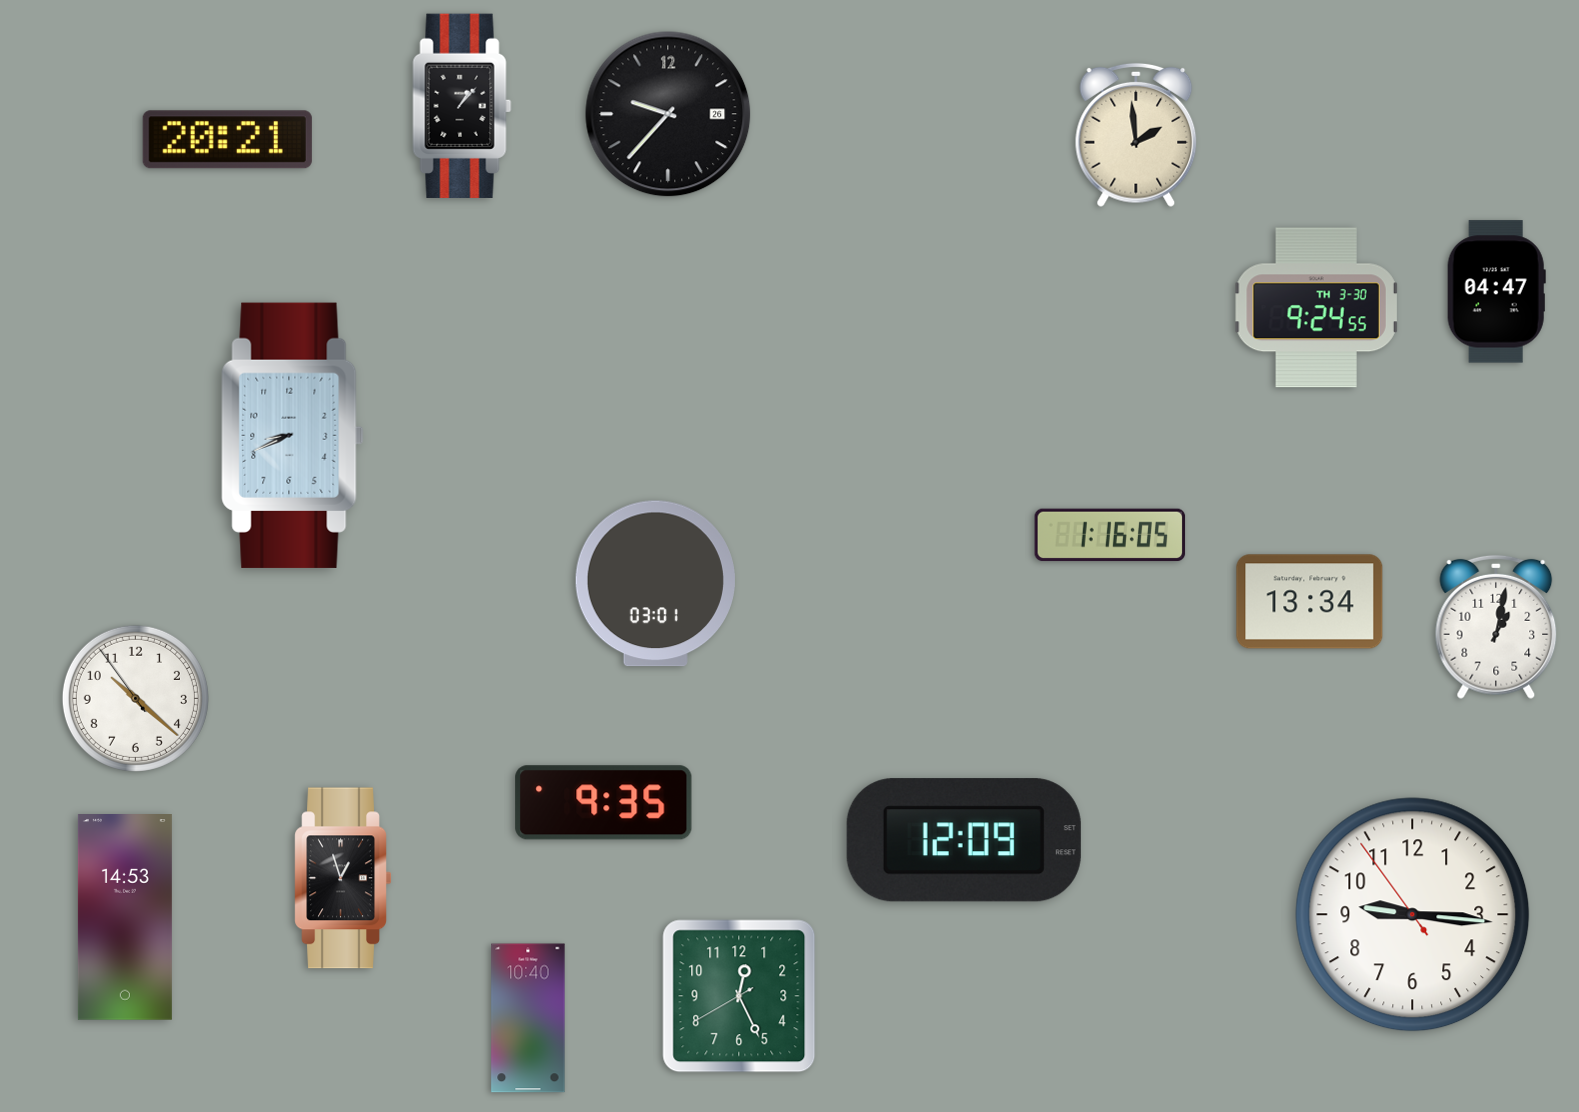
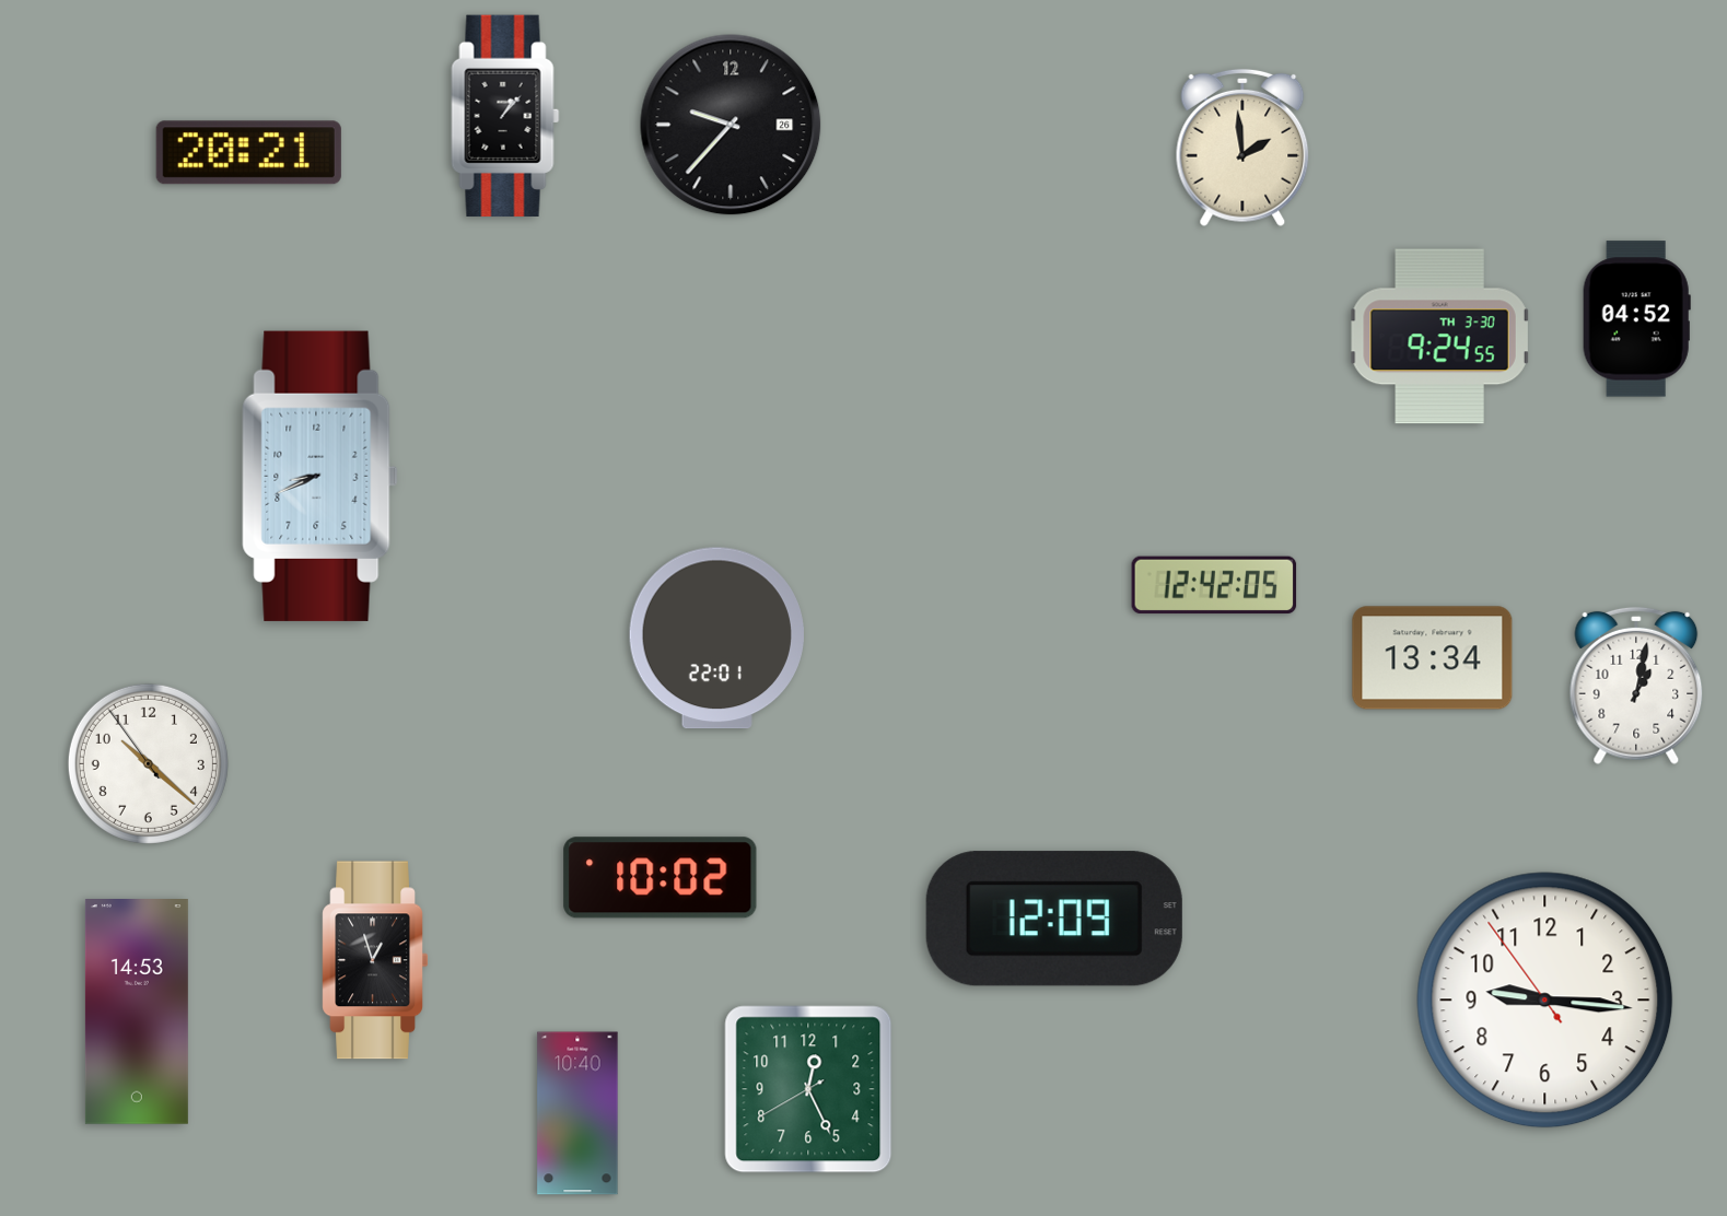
clock at (1496, 292): 04:47 -> 04:52
clock at (1110, 535): 1:16 -> 12:42
clock at (655, 584): 03:01 -> 22:01
clock at (604, 803): 9:35 -> 10:02
clock at (125, 918) position: (125, 918) -> (137, 1013)
